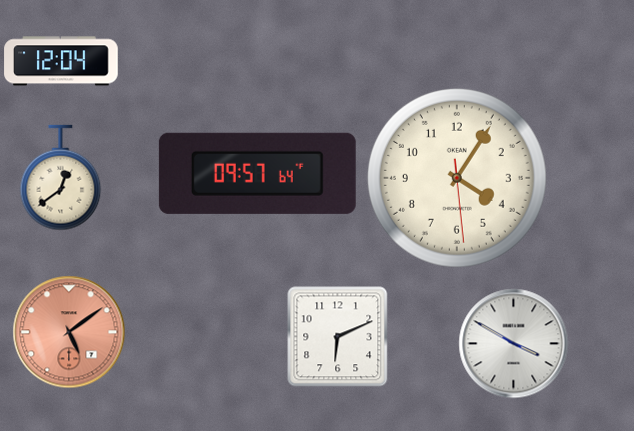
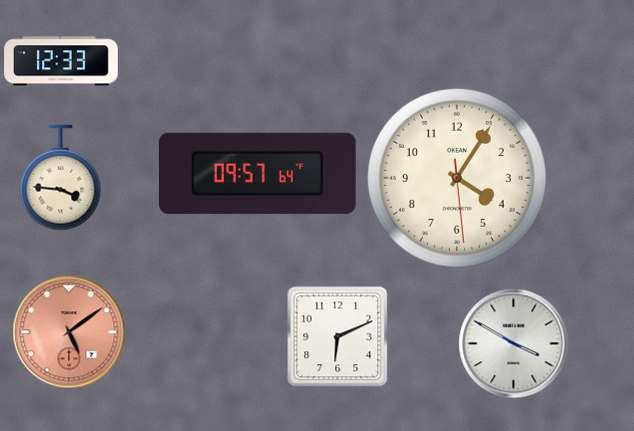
clock at (61, 61): 12:04 -> 12:33
clock at (61, 178): 12:39 -> 3:46
